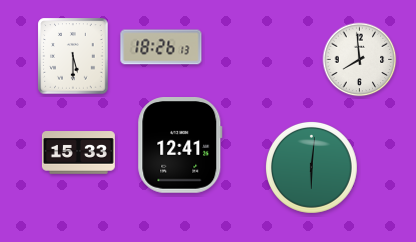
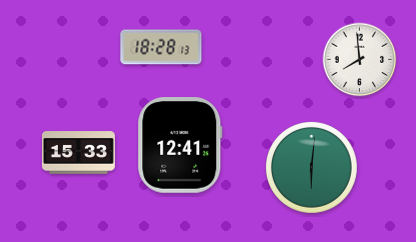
clock at (161, 47): 18:26 -> 18:28
clock at (73, 56): 5:30 -> none
